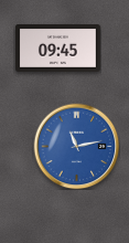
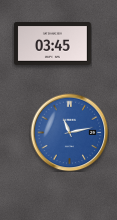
clock at (57, 49): 09:45 -> 03:45
